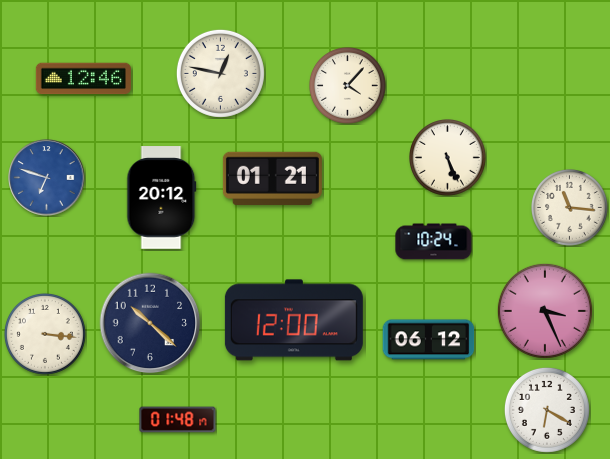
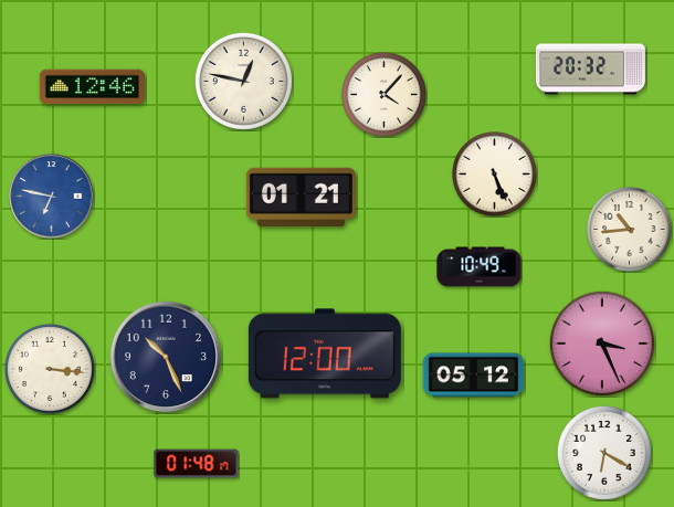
clock at (590, 70): none -> 20:32
clock at (47, 178): 6:48 -> 6:47
clock at (162, 198): 20:12 -> none
clock at (570, 208): 11:16 -> 10:44
clock at (434, 242): 10:24 -> 10:49
clock at (150, 323): 10:22 -> 10:26
clock at (429, 340): 06:12 -> 05:12
